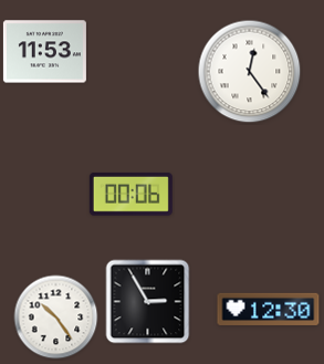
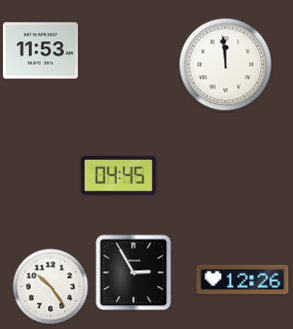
clock at (44, 52) position: (44, 52) -> (40, 51)
clock at (250, 72): 12:24 -> 11:59
clock at (130, 195): 00:06 -> 04:45
clock at (269, 309): 12:30 -> 12:26
